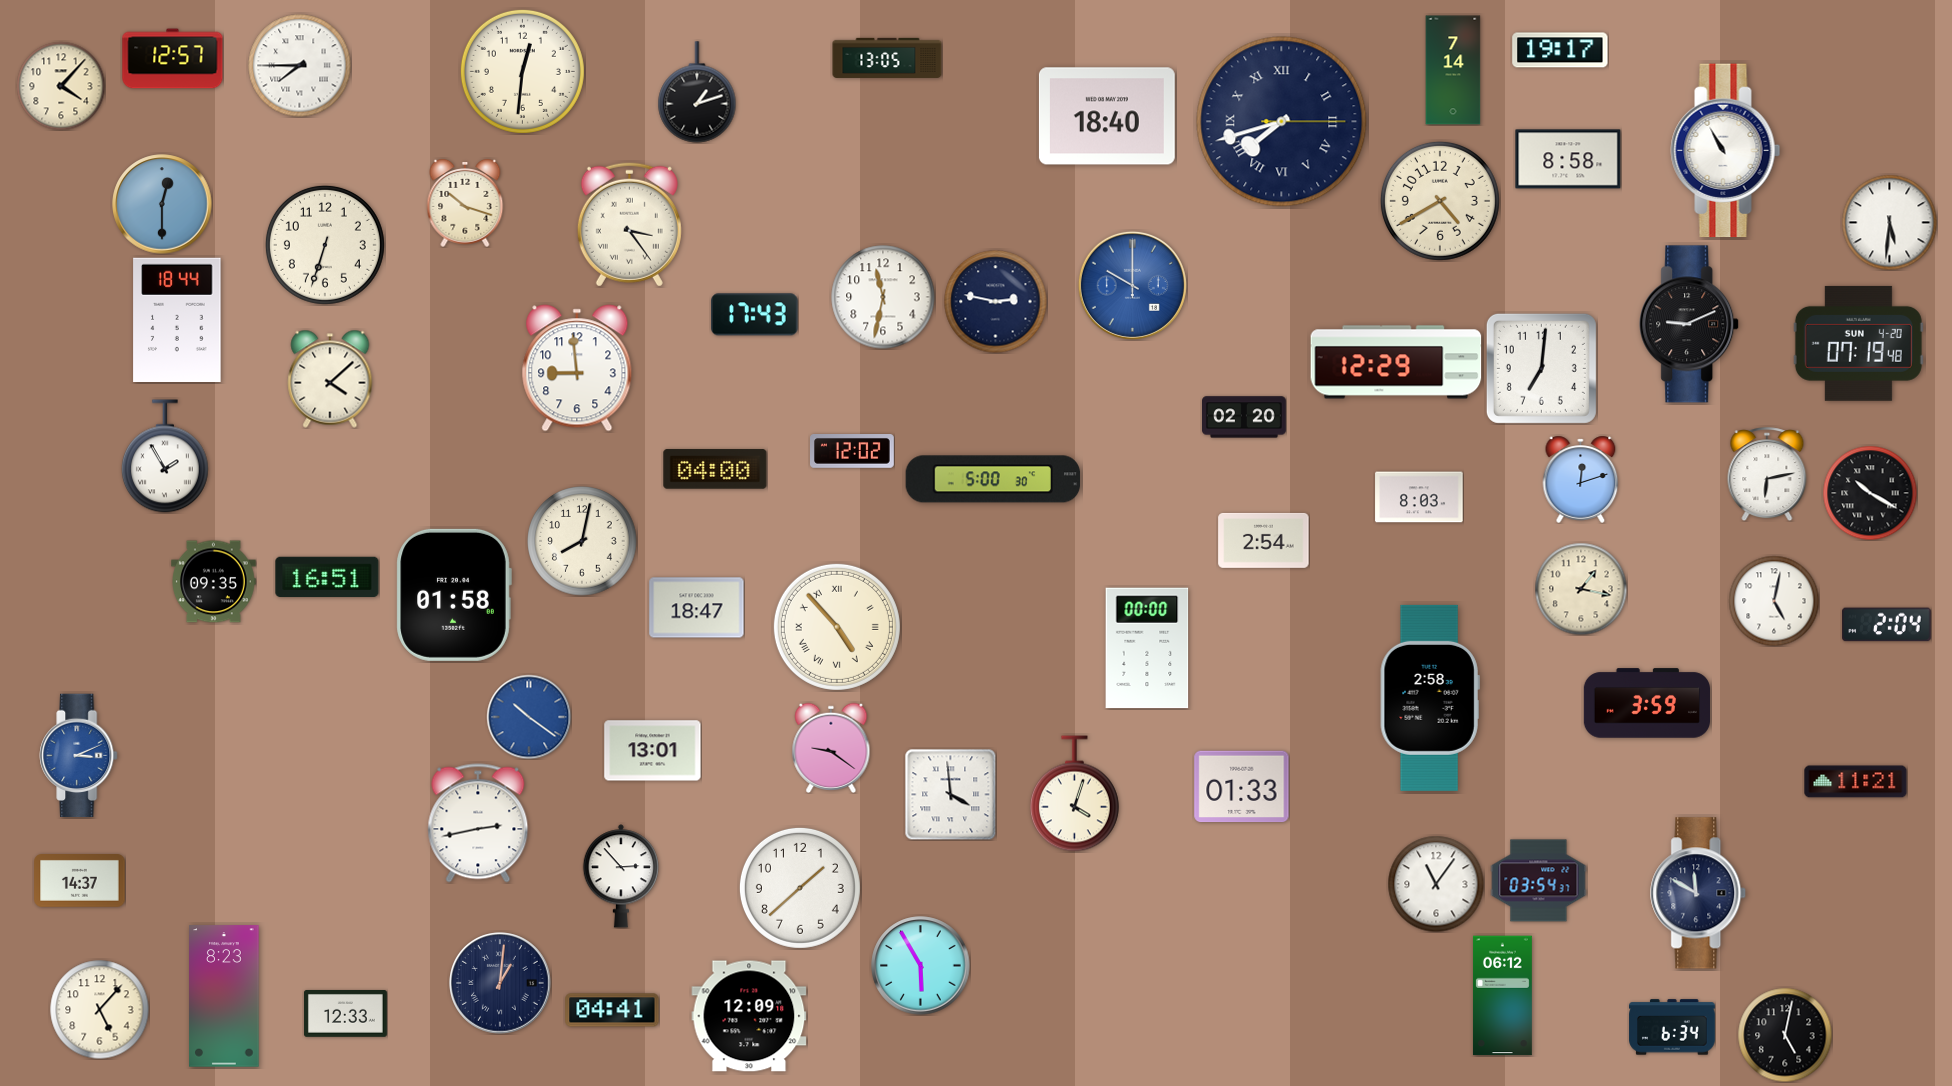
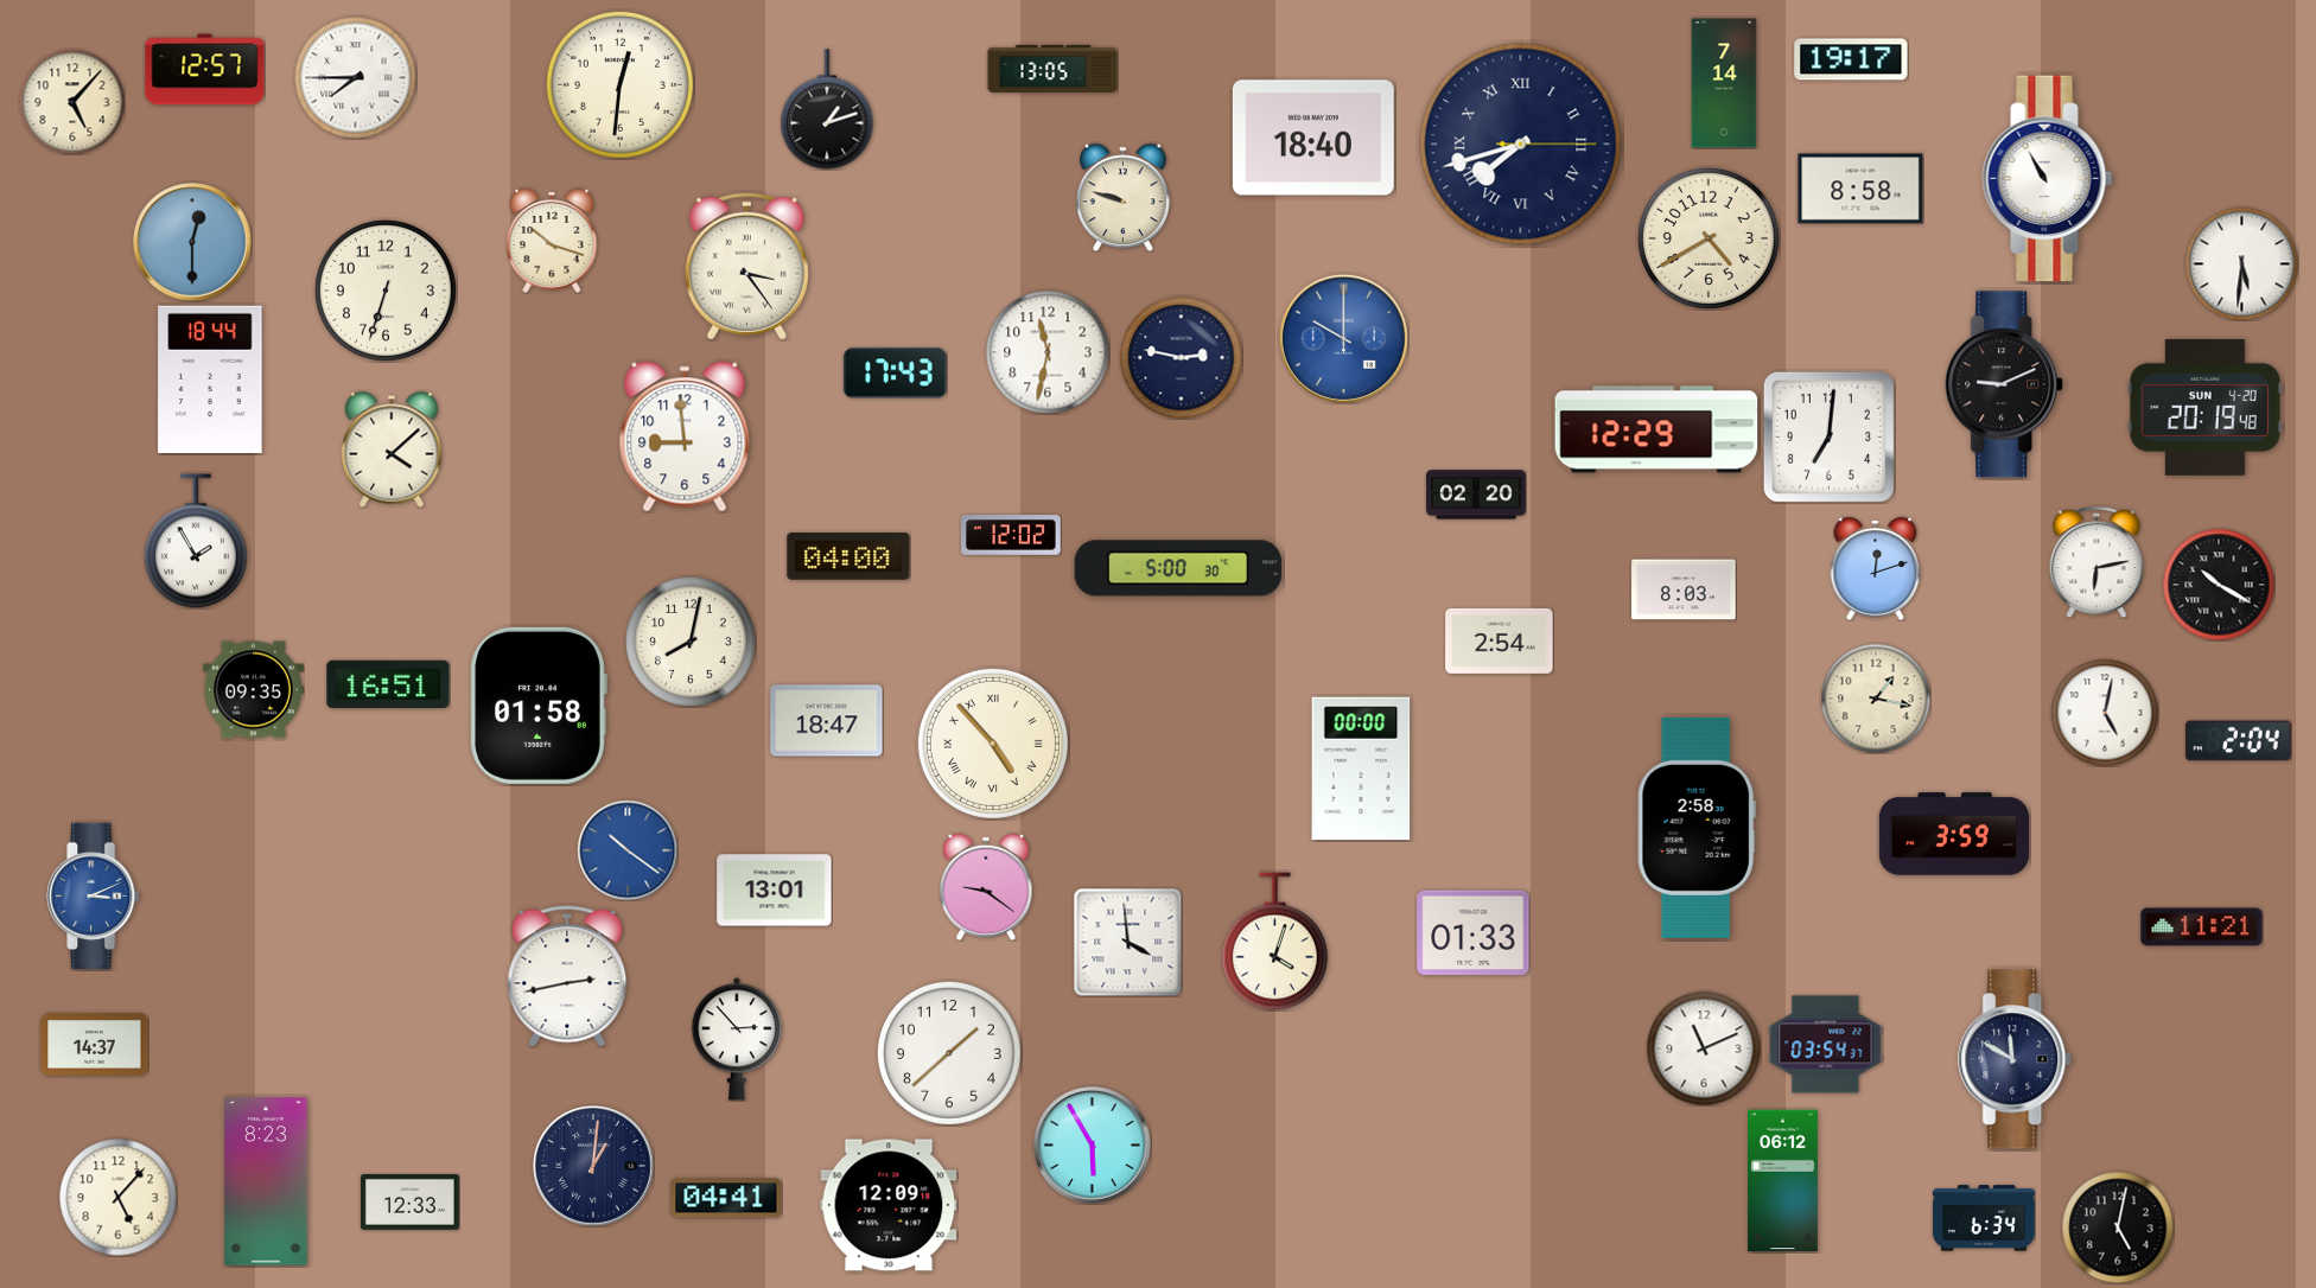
clock at (61, 86): 4:07 -> 5:07
clock at (1124, 197): none -> 9:48
clock at (1858, 343): 07:19 -> 20:19
clock at (1436, 884): 11:06 -> 11:11
